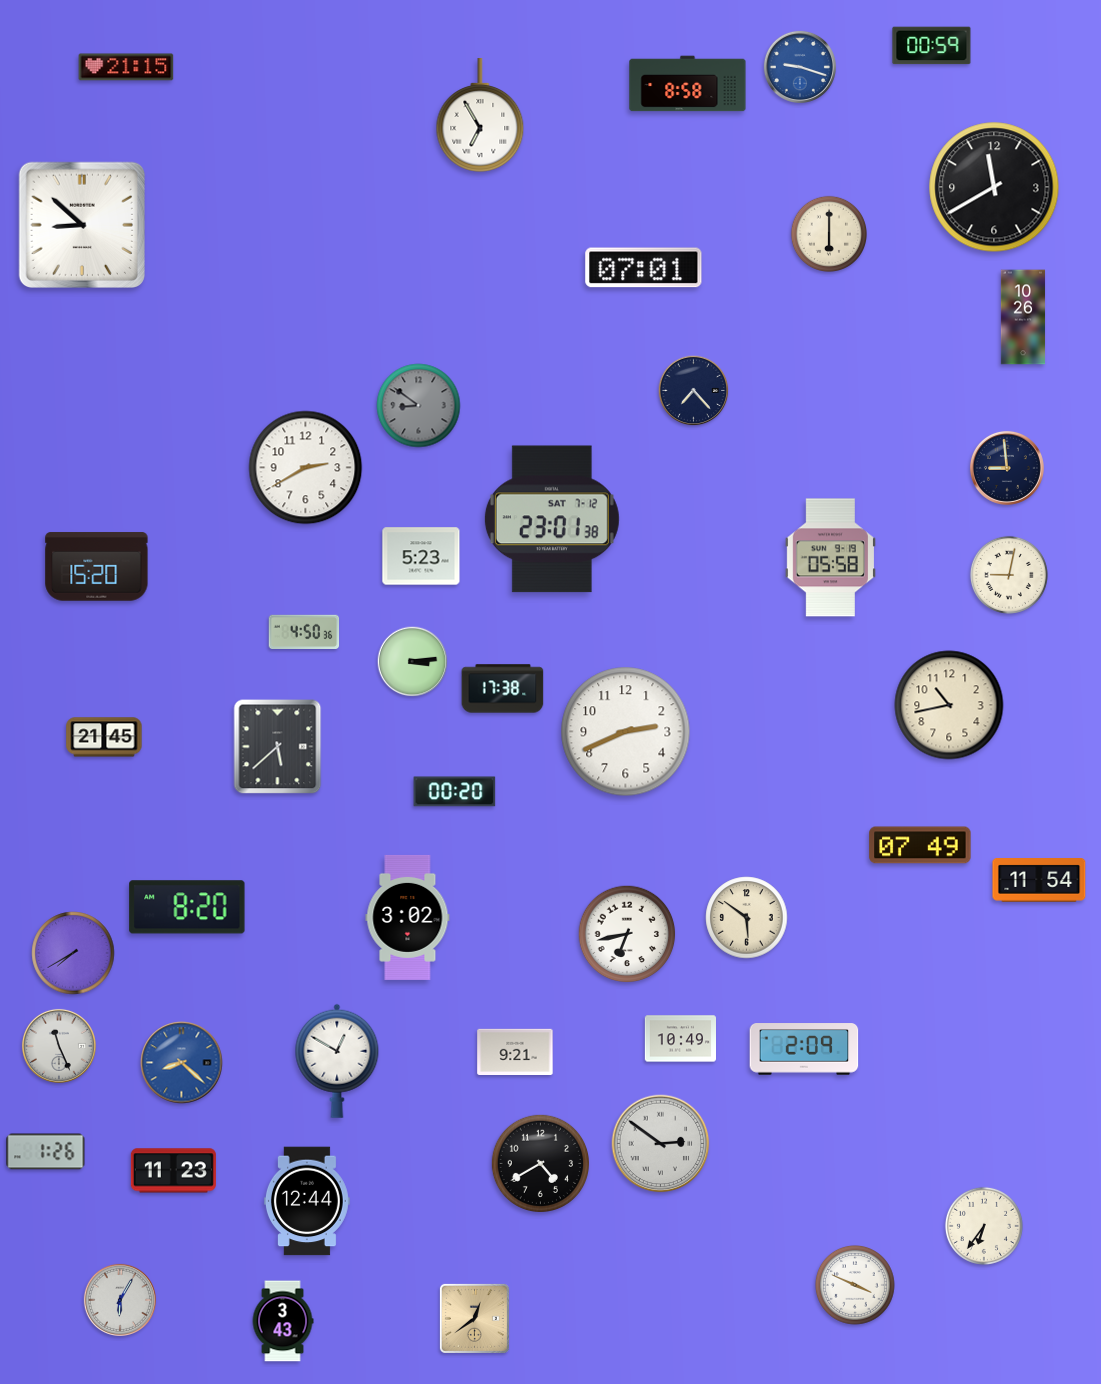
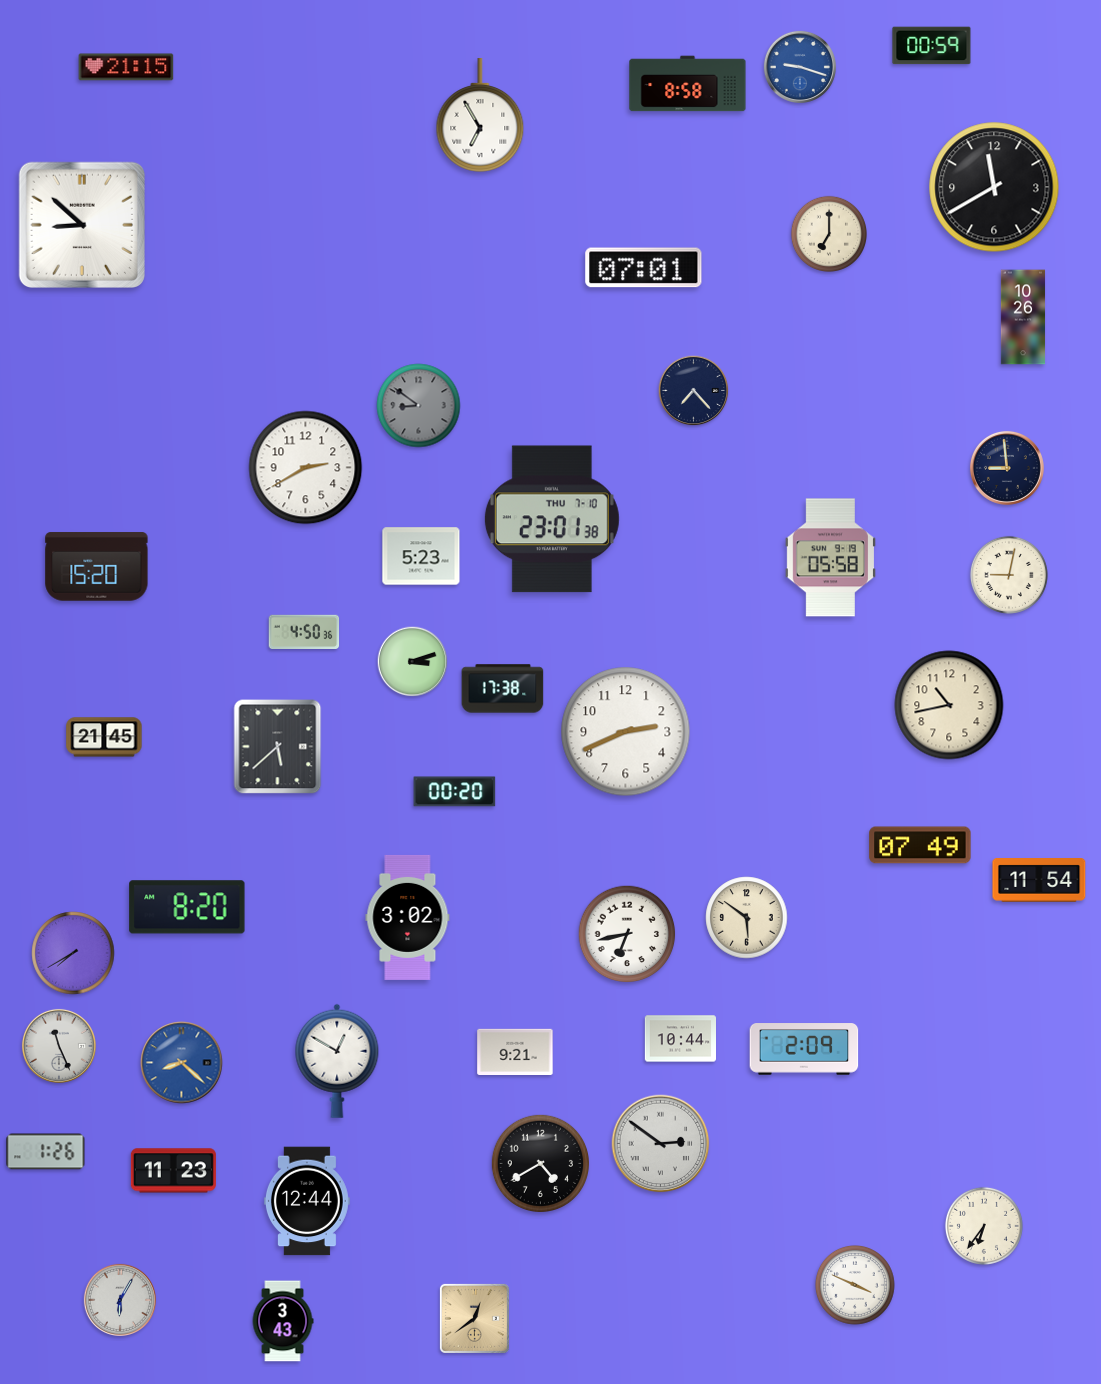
clock at (828, 233): 6:00 -> 7:00
clock at (552, 519) date: SAT 7-12 -> THU 7-10
clock at (413, 662): 3:14 -> 3:12
clock at (680, 1039): 10:49 -> 10:44
